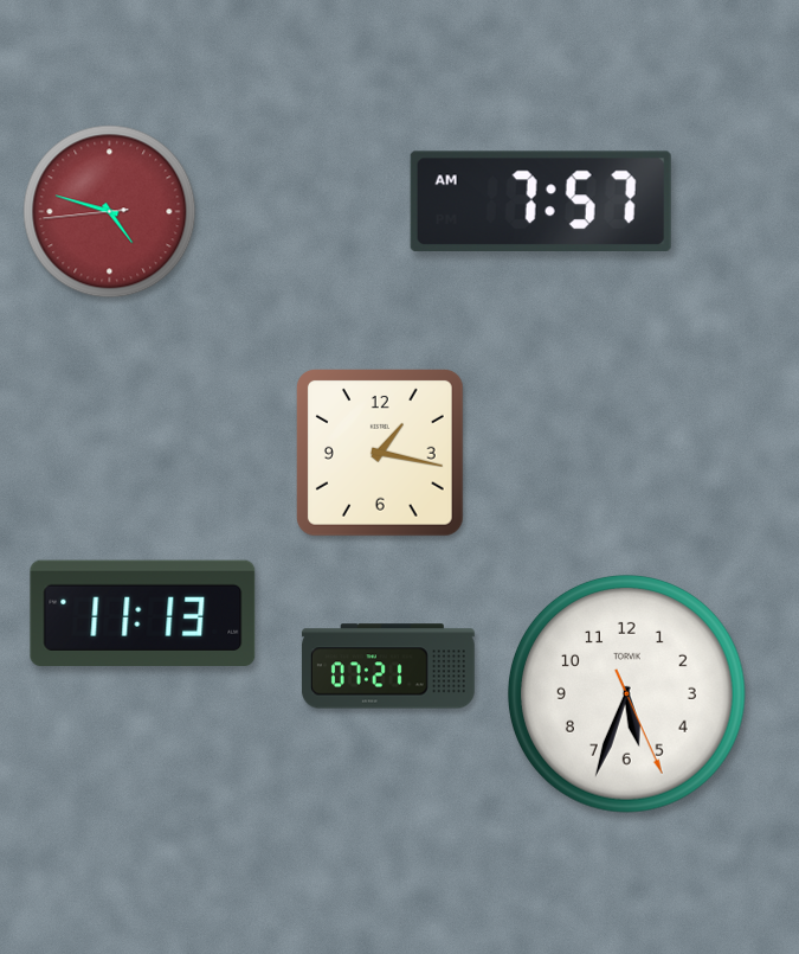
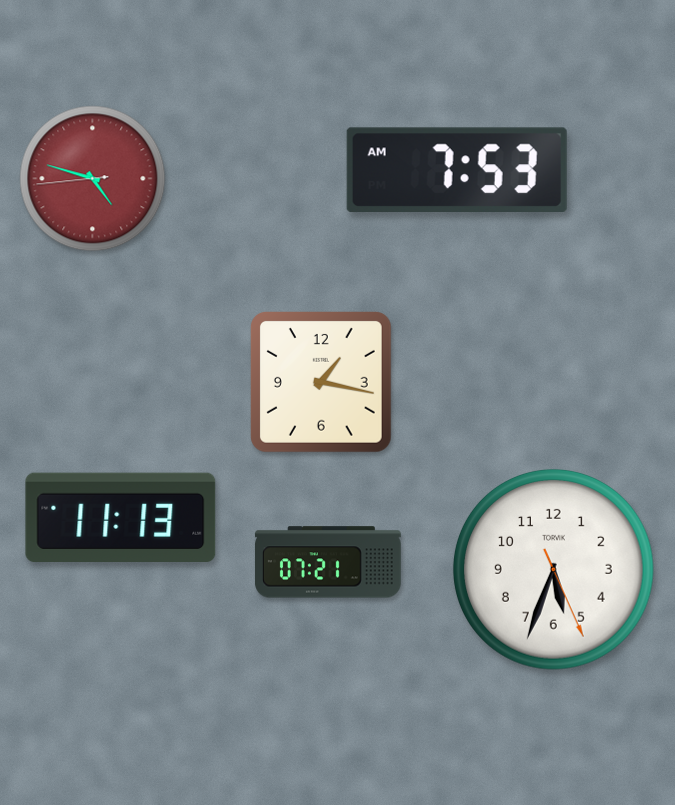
clock at (541, 200): 7:57 -> 7:53
clock at (627, 694) position: (627, 694) -> (554, 570)
